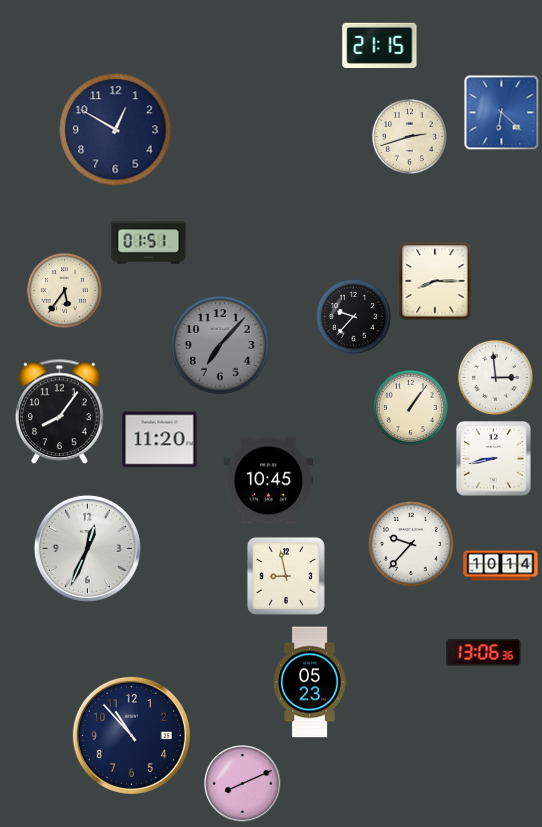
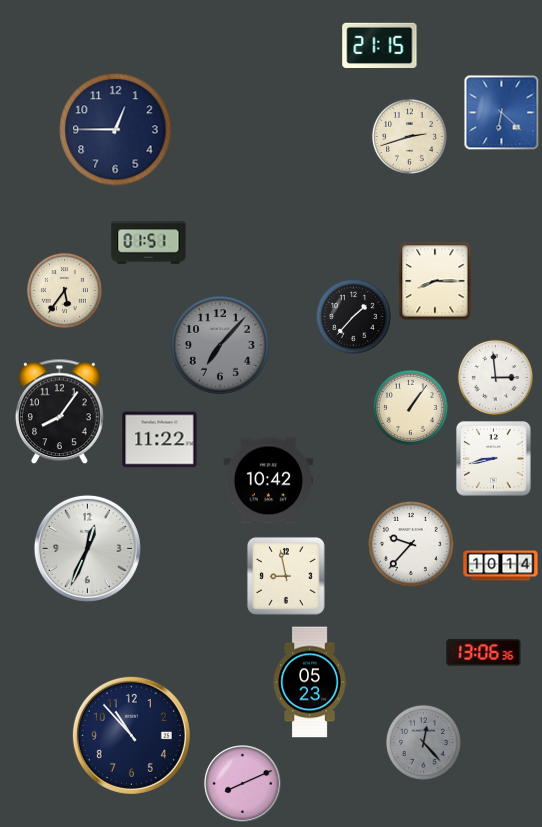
clock at (116, 130): 12:50 -> 12:45
clock at (353, 316): 9:37 -> 1:37
clock at (160, 440): 11:20 -> 11:22
clock at (268, 481): 10:45 -> 10:42
clock at (423, 742): none -> 12:23
